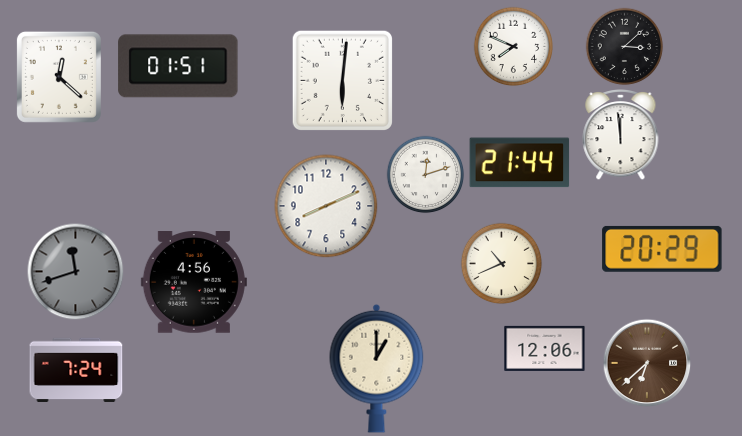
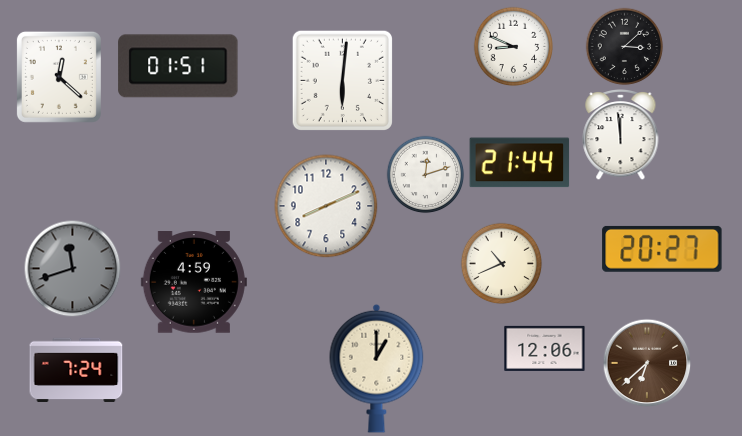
clock at (513, 46): 7:49 -> 8:49
clock at (662, 249): 20:29 -> 20:27
clock at (75, 271) position: (75, 271) -> (72, 268)
clock at (194, 282): 4:56 -> 4:59
